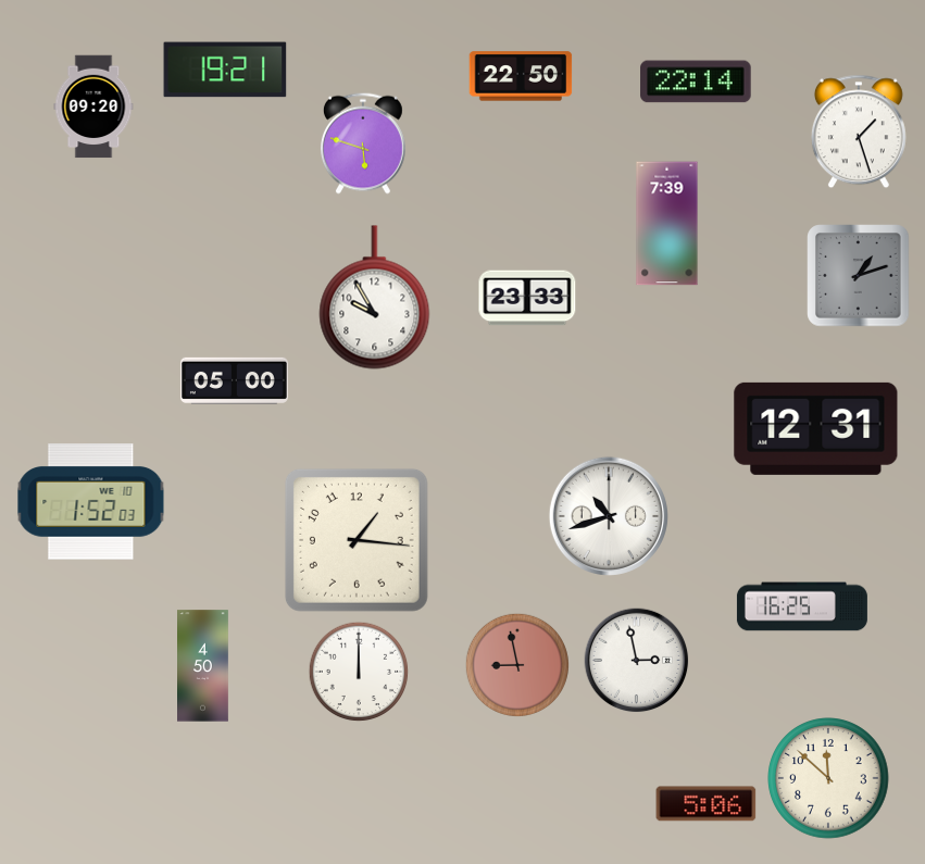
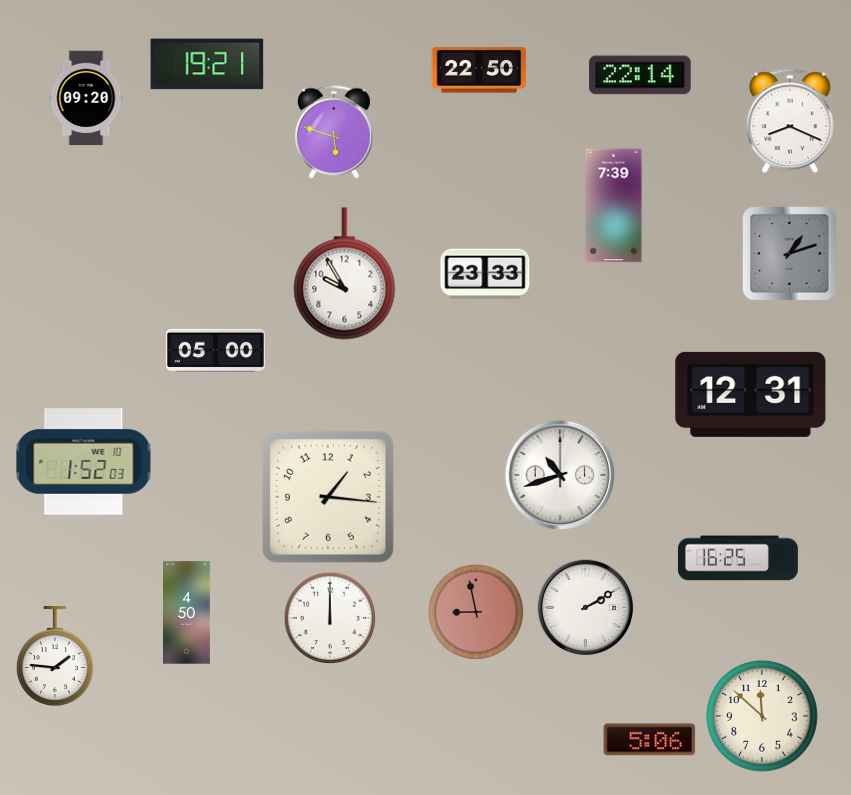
clock at (859, 132): 1:27 -> 8:19
clock at (637, 661): 2:58 -> 2:10
clock at (55, 656): none -> 1:46
